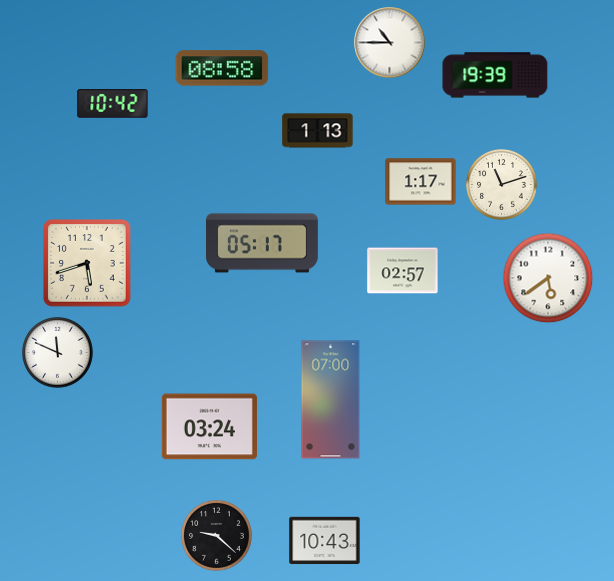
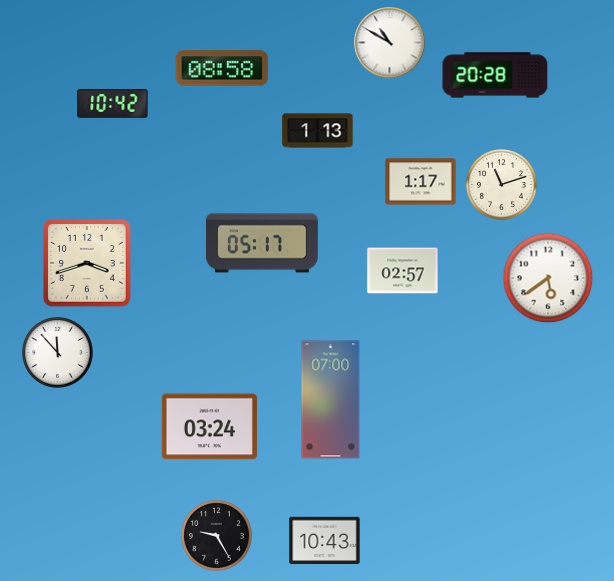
clock at (390, 43): 10:45 -> 10:50
clock at (495, 75): 19:39 -> 20:28
clock at (88, 264): 5:42 -> 3:42
clock at (58, 353): 11:49 -> 11:53
clock at (217, 536): 9:22 -> 9:25
